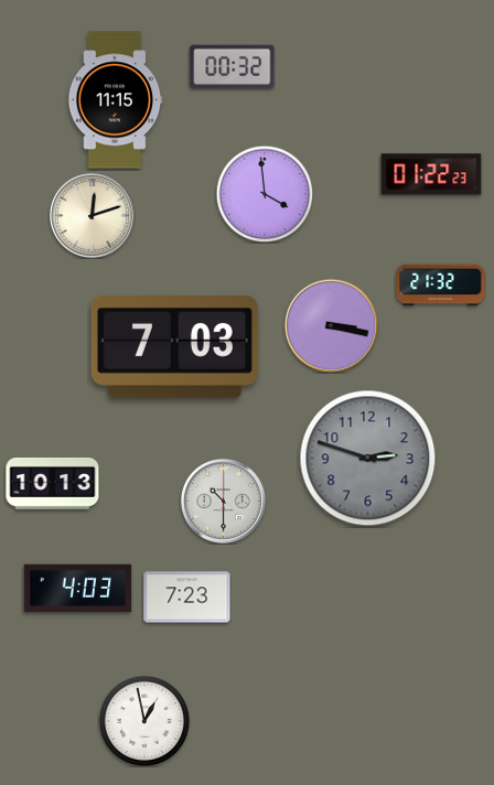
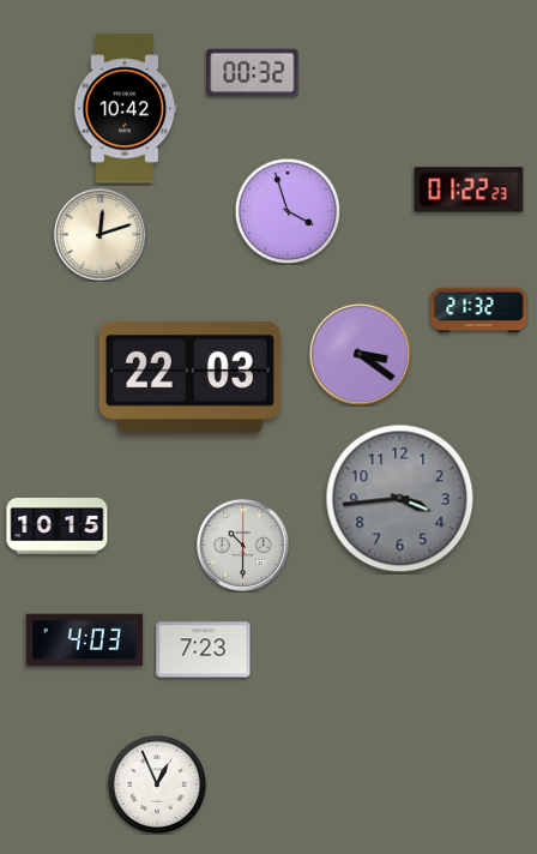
clock at (116, 100): 11:15 -> 10:42
clock at (265, 194): 3:59 -> 3:57
clock at (331, 325): 3:17 -> 3:21
clock at (174, 346): 7:03 -> 22:03
clock at (368, 459): 2:48 -> 3:44
clock at (53, 484): 10:13 -> 10:15
clock at (144, 721): 12:58 -> 12:56
